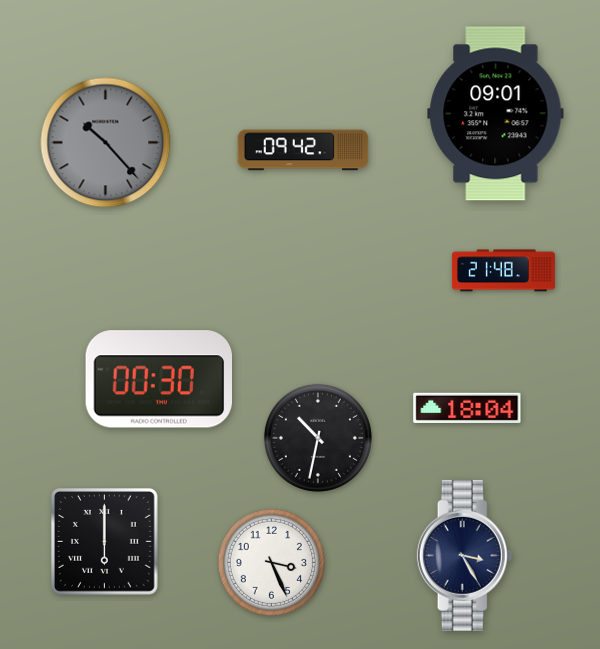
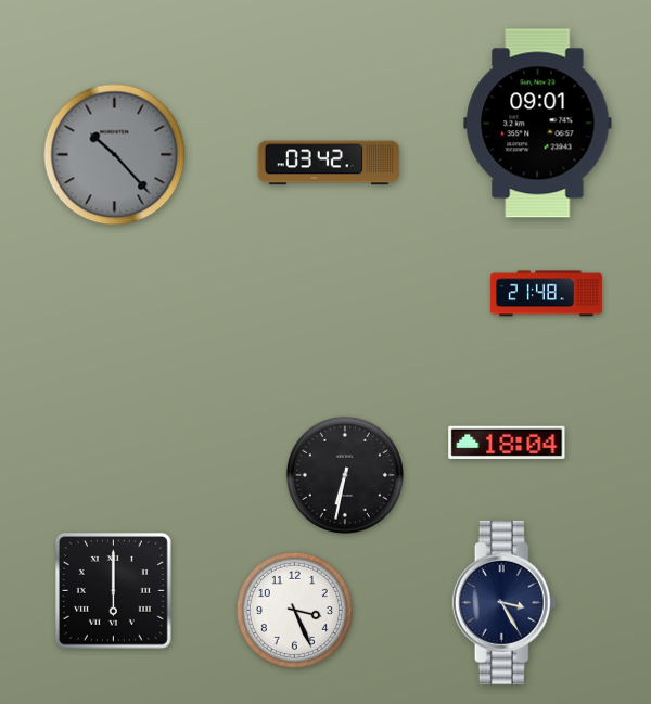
clock at (303, 150): 09:42 -> 03:42
clock at (158, 379): 00:30 -> none
clock at (318, 438): 10:32 -> 6:32
clock at (104, 541) position: (104, 541) -> (113, 590)
